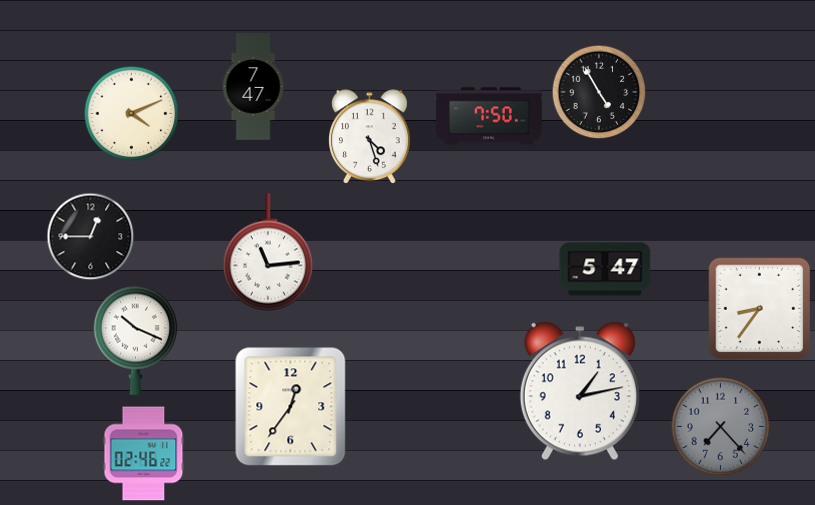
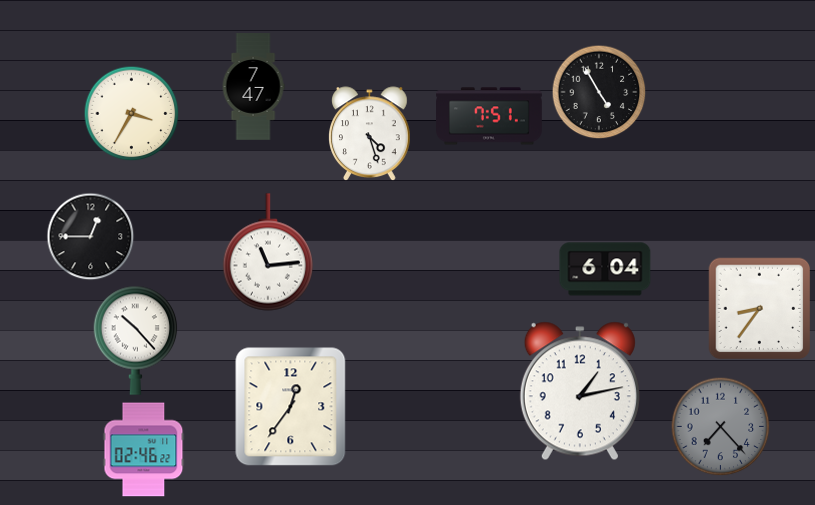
clock at (132, 114): 4:11 -> 3:35
clock at (490, 116): 7:50 -> 7:51
clock at (370, 136) position: (370, 136) -> (370, 133)
clock at (605, 269): 5:47 -> 6:04
clock at (136, 340): 10:19 -> 10:23
clock at (144, 454) position: (144, 454) -> (144, 450)
